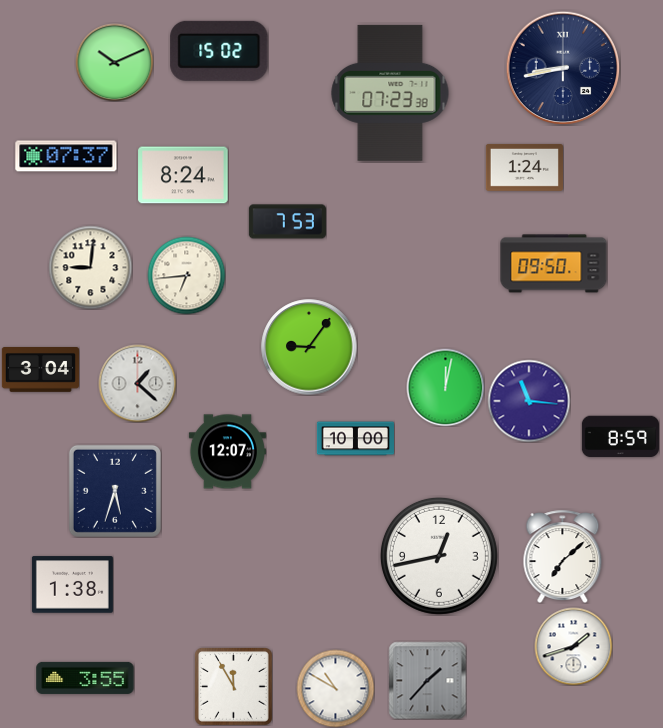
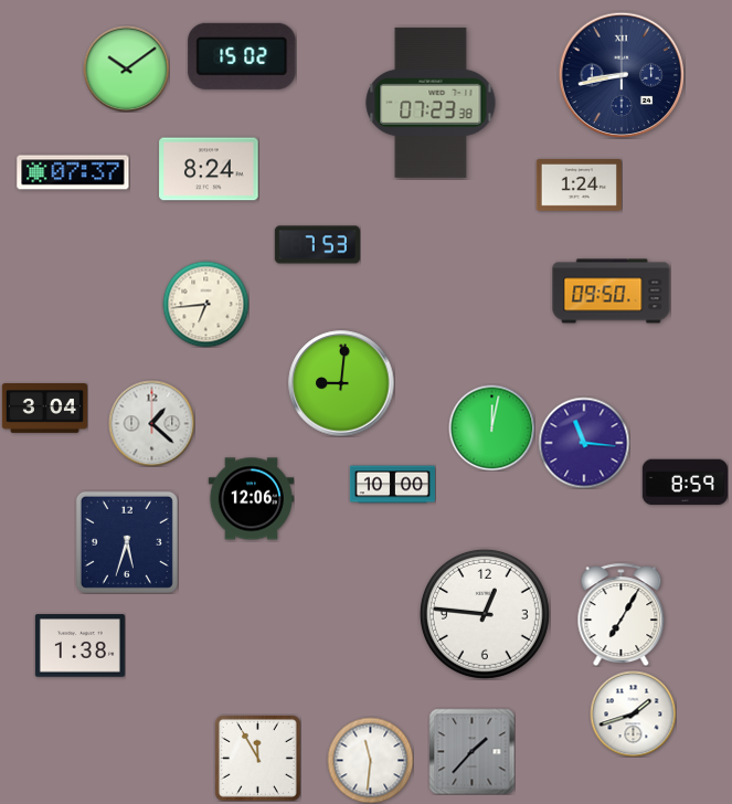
clock at (114, 62): 10:11 -> 10:09
clock at (183, 175) position: (183, 175) -> (209, 169)
clock at (90, 267): 9:01 -> none
clock at (309, 347): 9:06 -> 9:01
clock at (227, 452): 12:07 -> 12:06
clock at (439, 556): 12:43 -> 12:46
clock at (563, 556): 7:08 -> 7:05
clock at (85, 678): 3:55 -> none
clock at (335, 688): 10:50 -> 11:31
